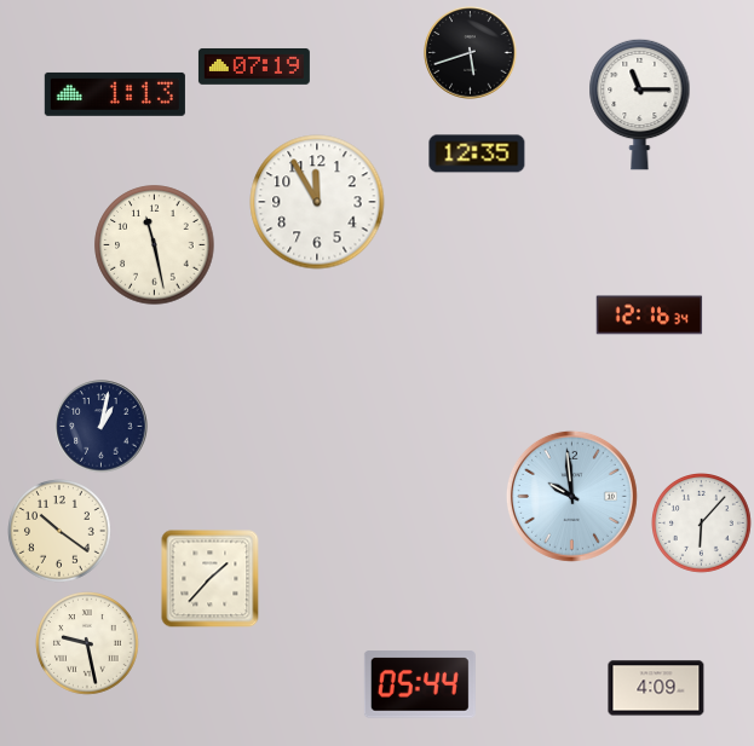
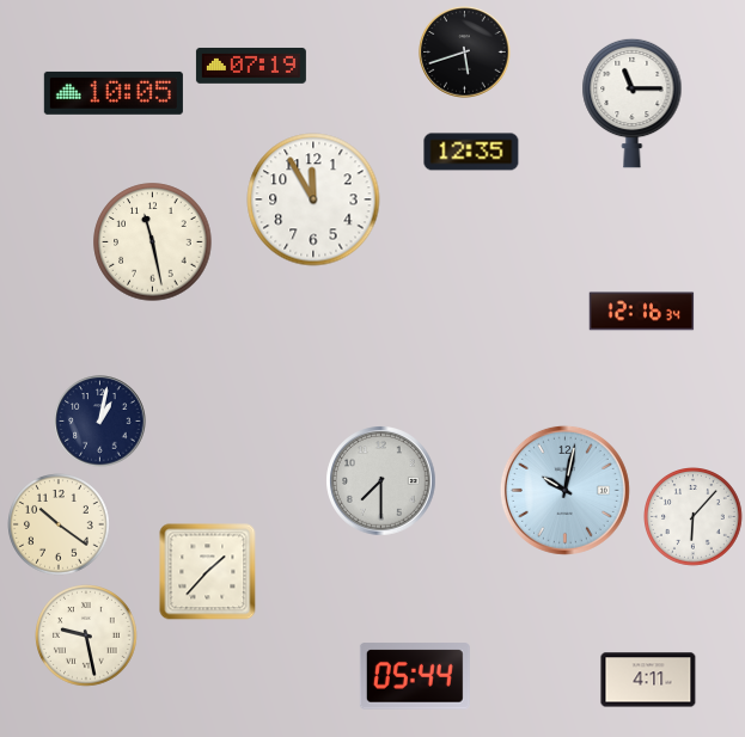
clock at (115, 94): 1:13 -> 10:05
clock at (381, 481): none -> 7:30
clock at (571, 496): 9:59 -> 10:02
clock at (656, 688): 4:09 -> 4:11
